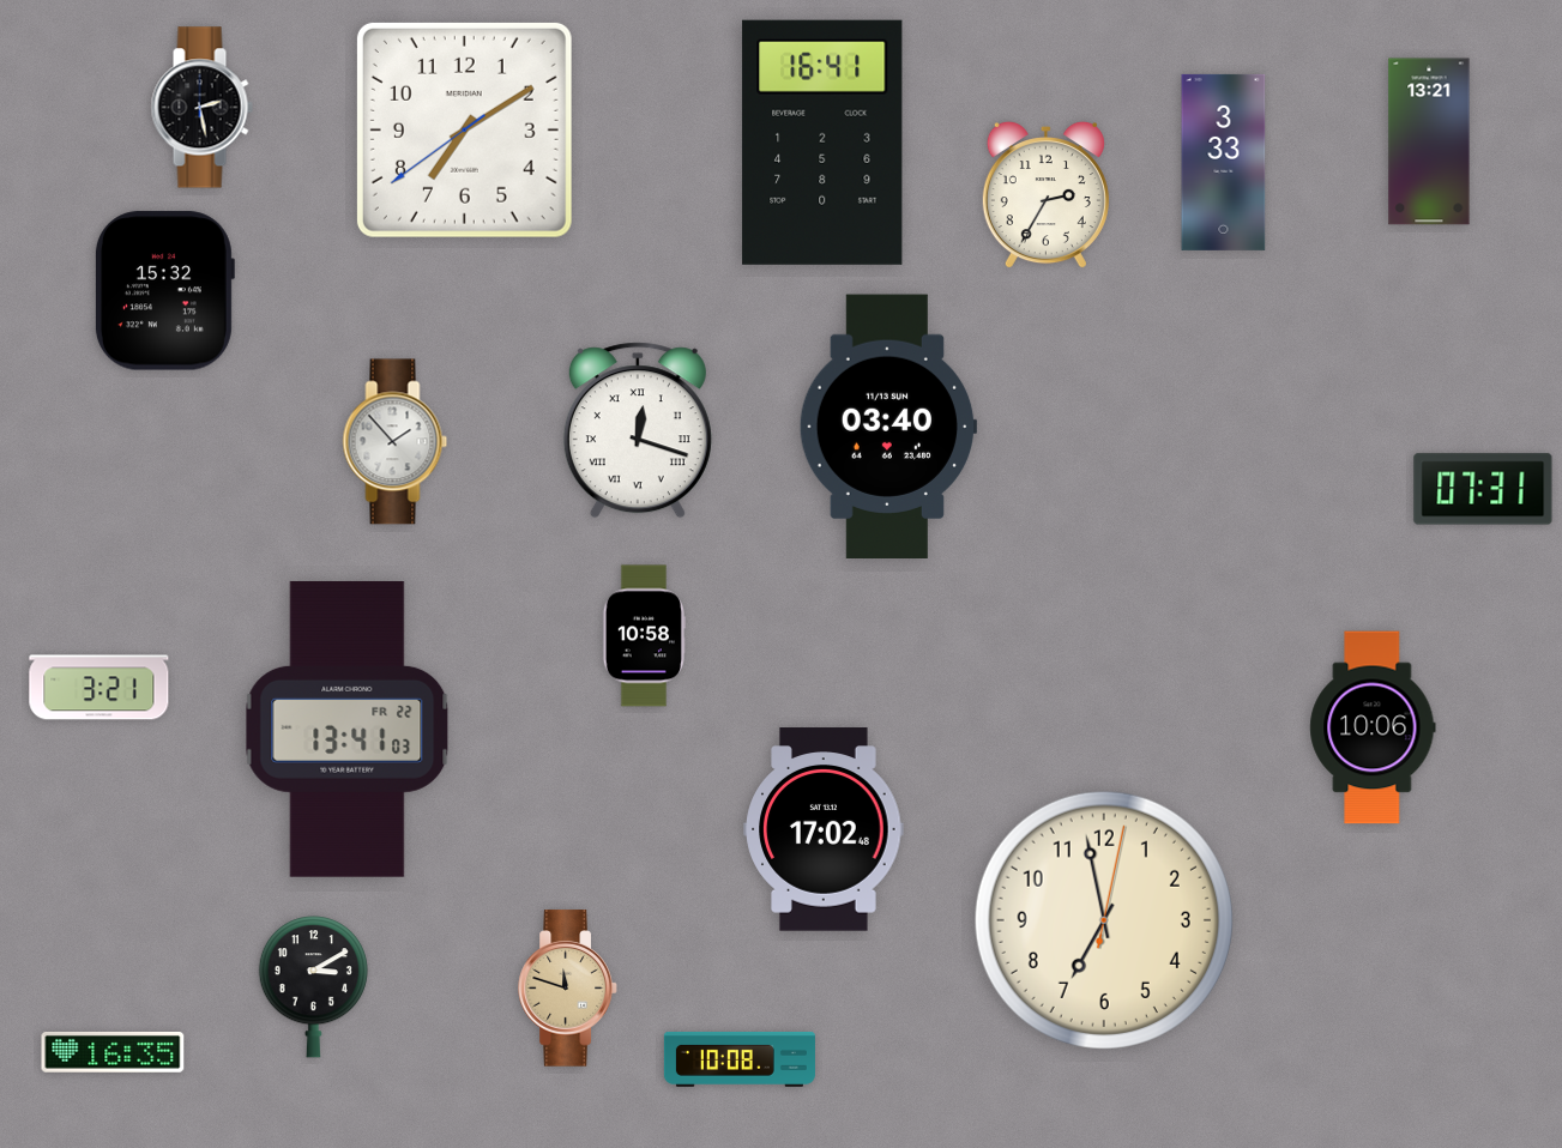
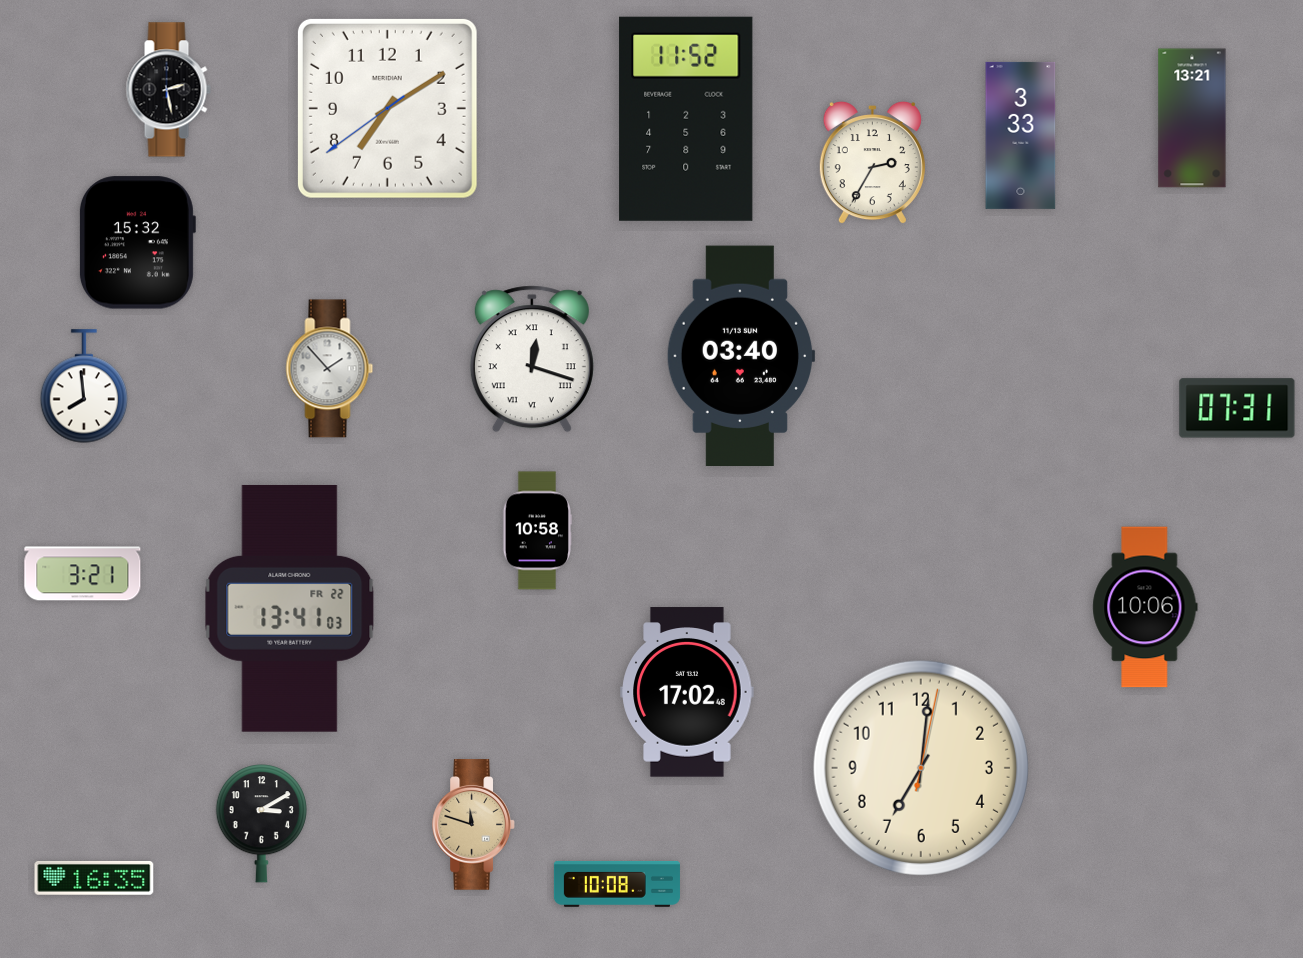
clock at (822, 143): 16:41 -> 11:52
clock at (84, 386): none -> 7:59
clock at (1104, 920): 6:58 -> 7:01
